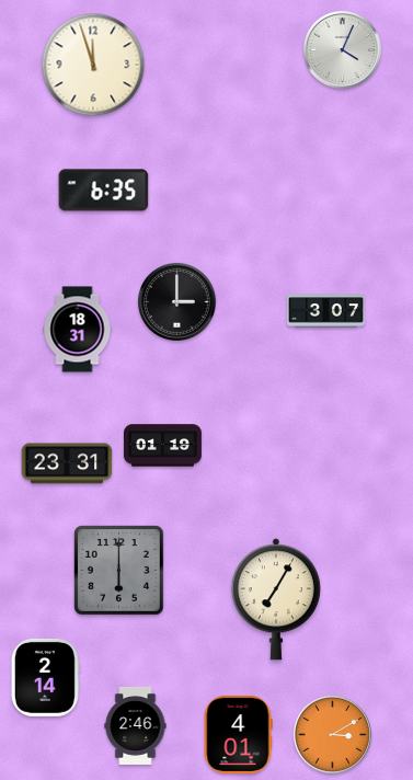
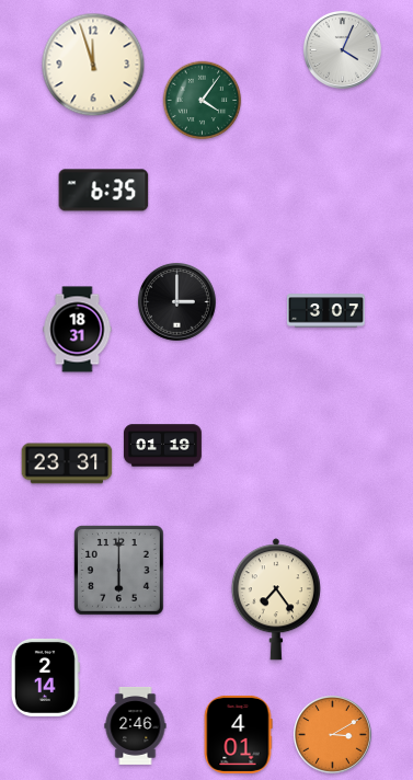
clock at (203, 101): none -> 4:06
clock at (276, 599): 7:05 -> 7:24
